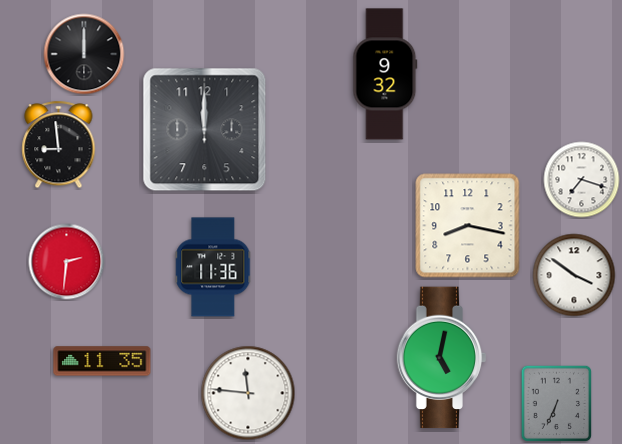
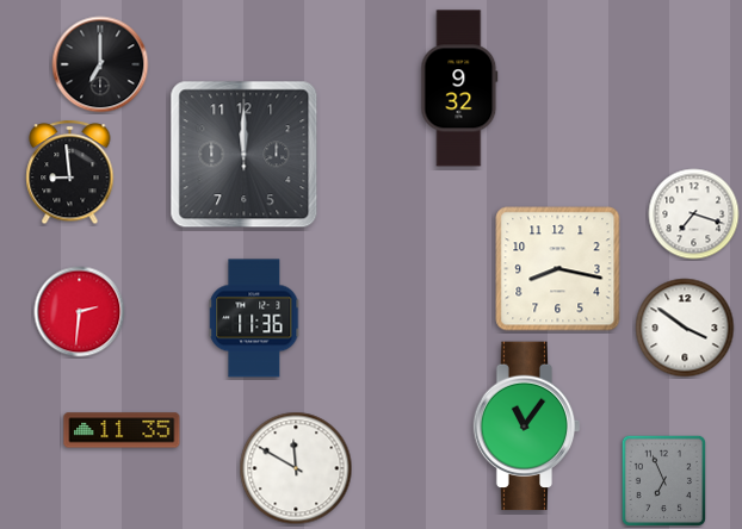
clock at (84, 54): 12:00 -> 7:00
clock at (442, 358): 5:02 -> 11:06
clock at (248, 393): 11:46 -> 11:50
clock at (556, 403): 6:34 -> 6:56
